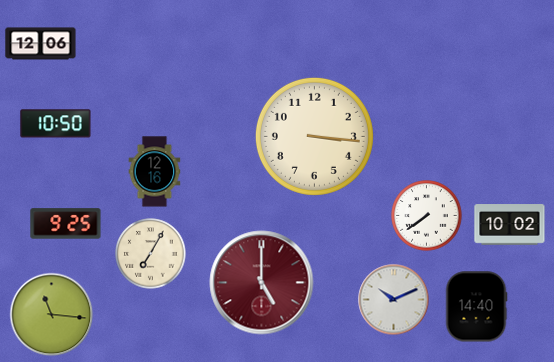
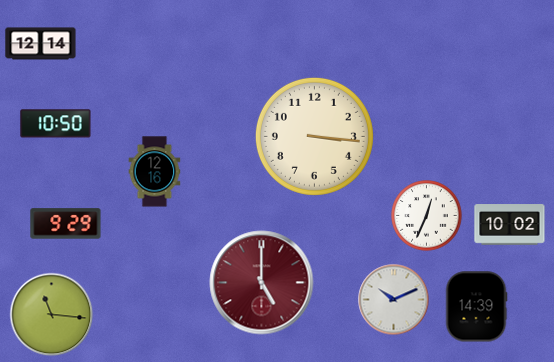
clock at (41, 44): 12:06 -> 12:14
clock at (427, 216): 7:39 -> 12:34
clock at (66, 224): 9:25 -> 9:29
clock at (151, 254): 7:05 -> none
clock at (476, 307): 14:40 -> 14:39
